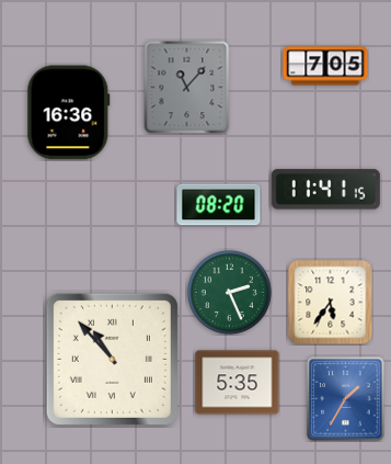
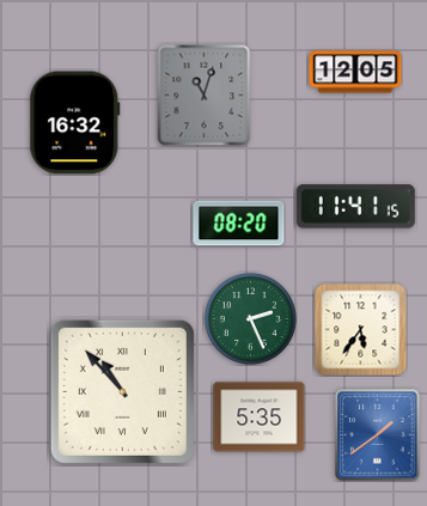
clock at (325, 66): 7:05 -> 12:05
clock at (187, 87): 11:07 -> 11:03
clock at (69, 113): 16:36 -> 16:32
clock at (346, 399): 1:35 -> 1:39
